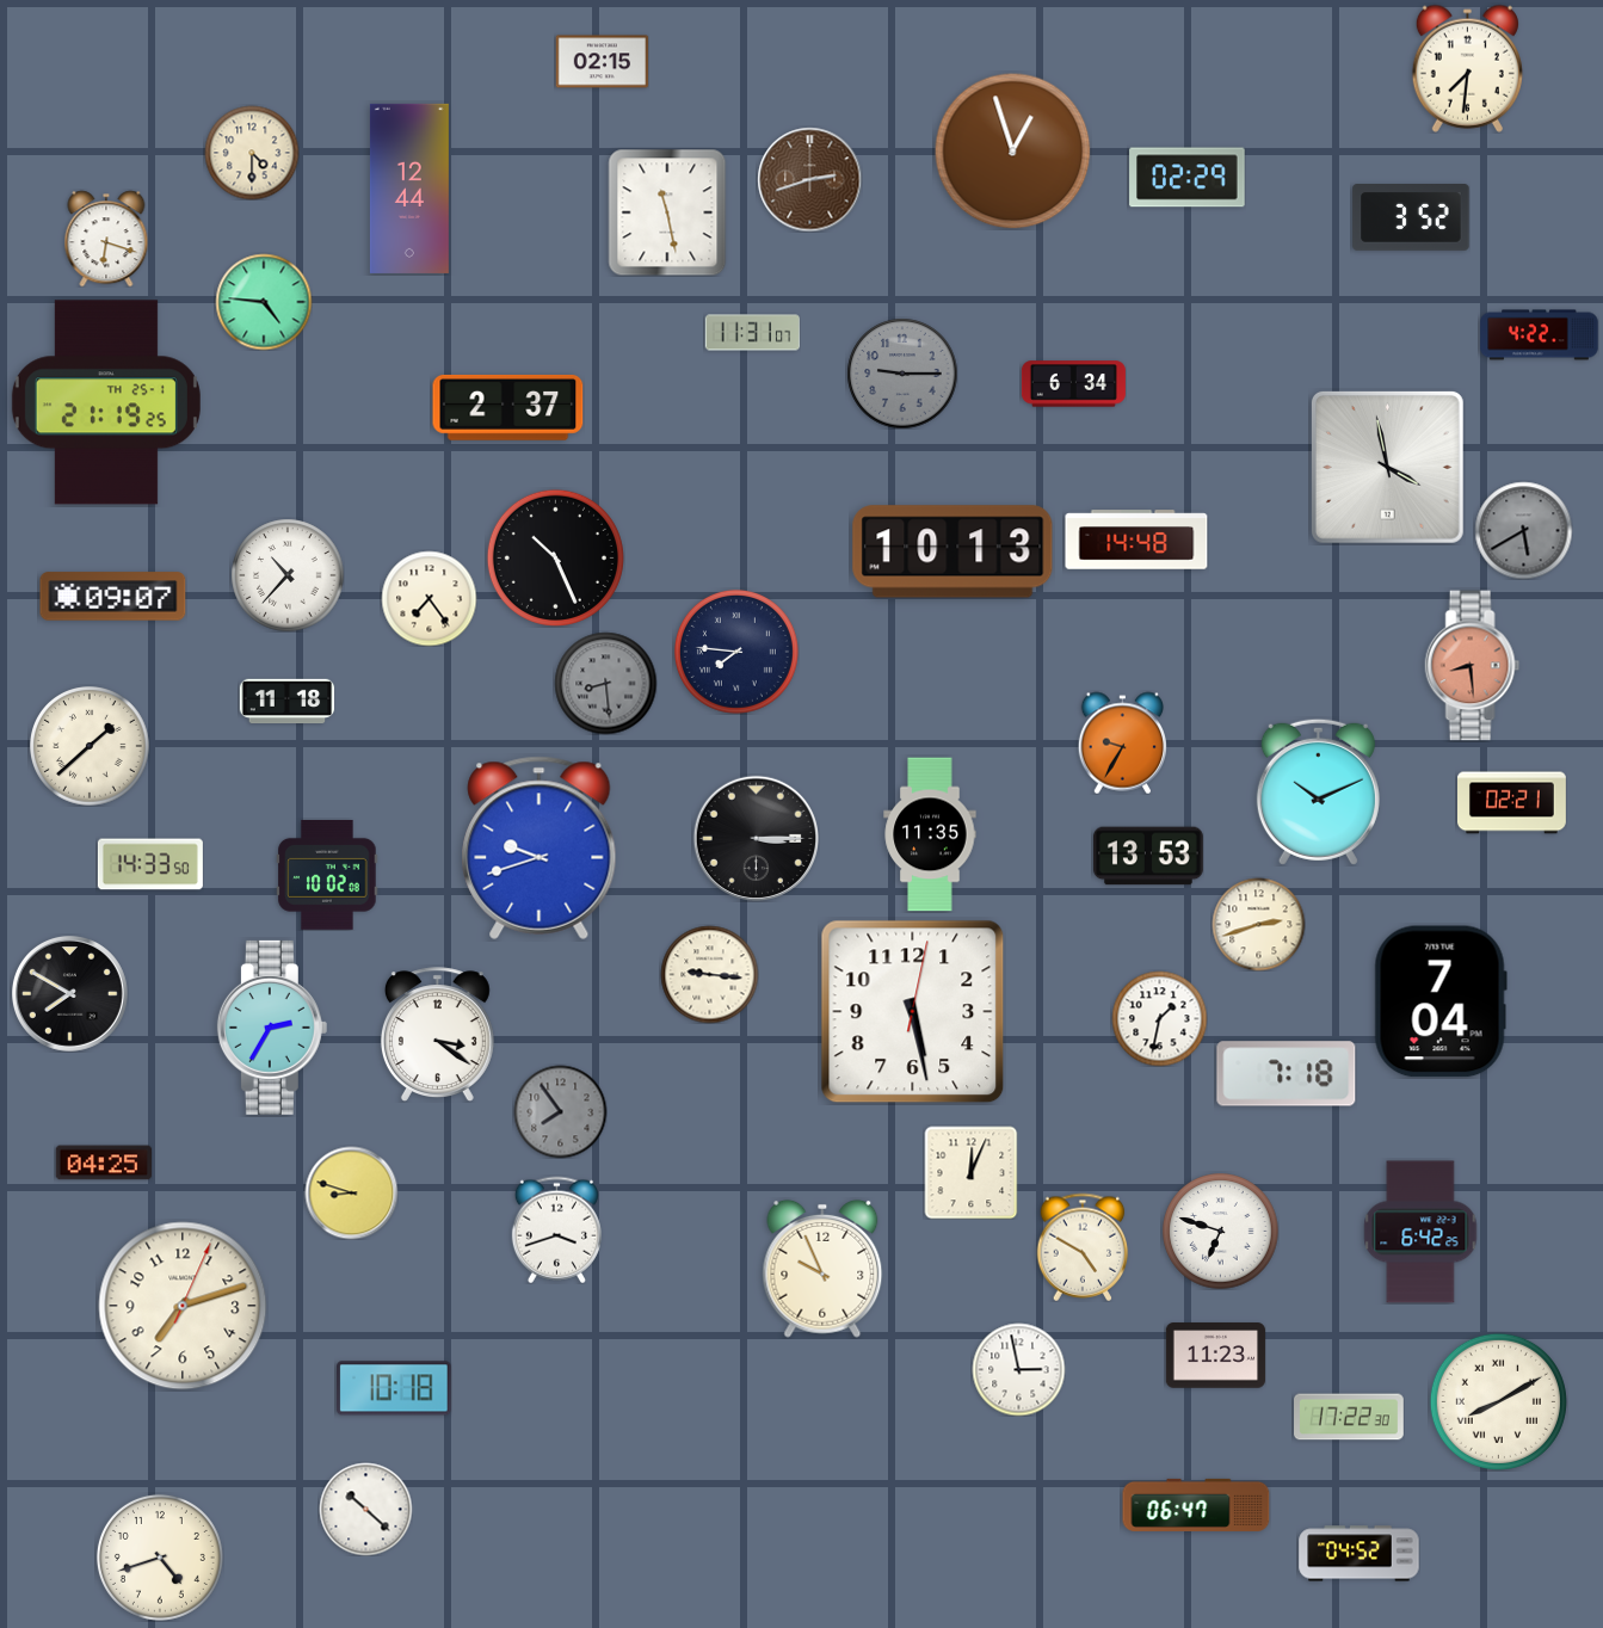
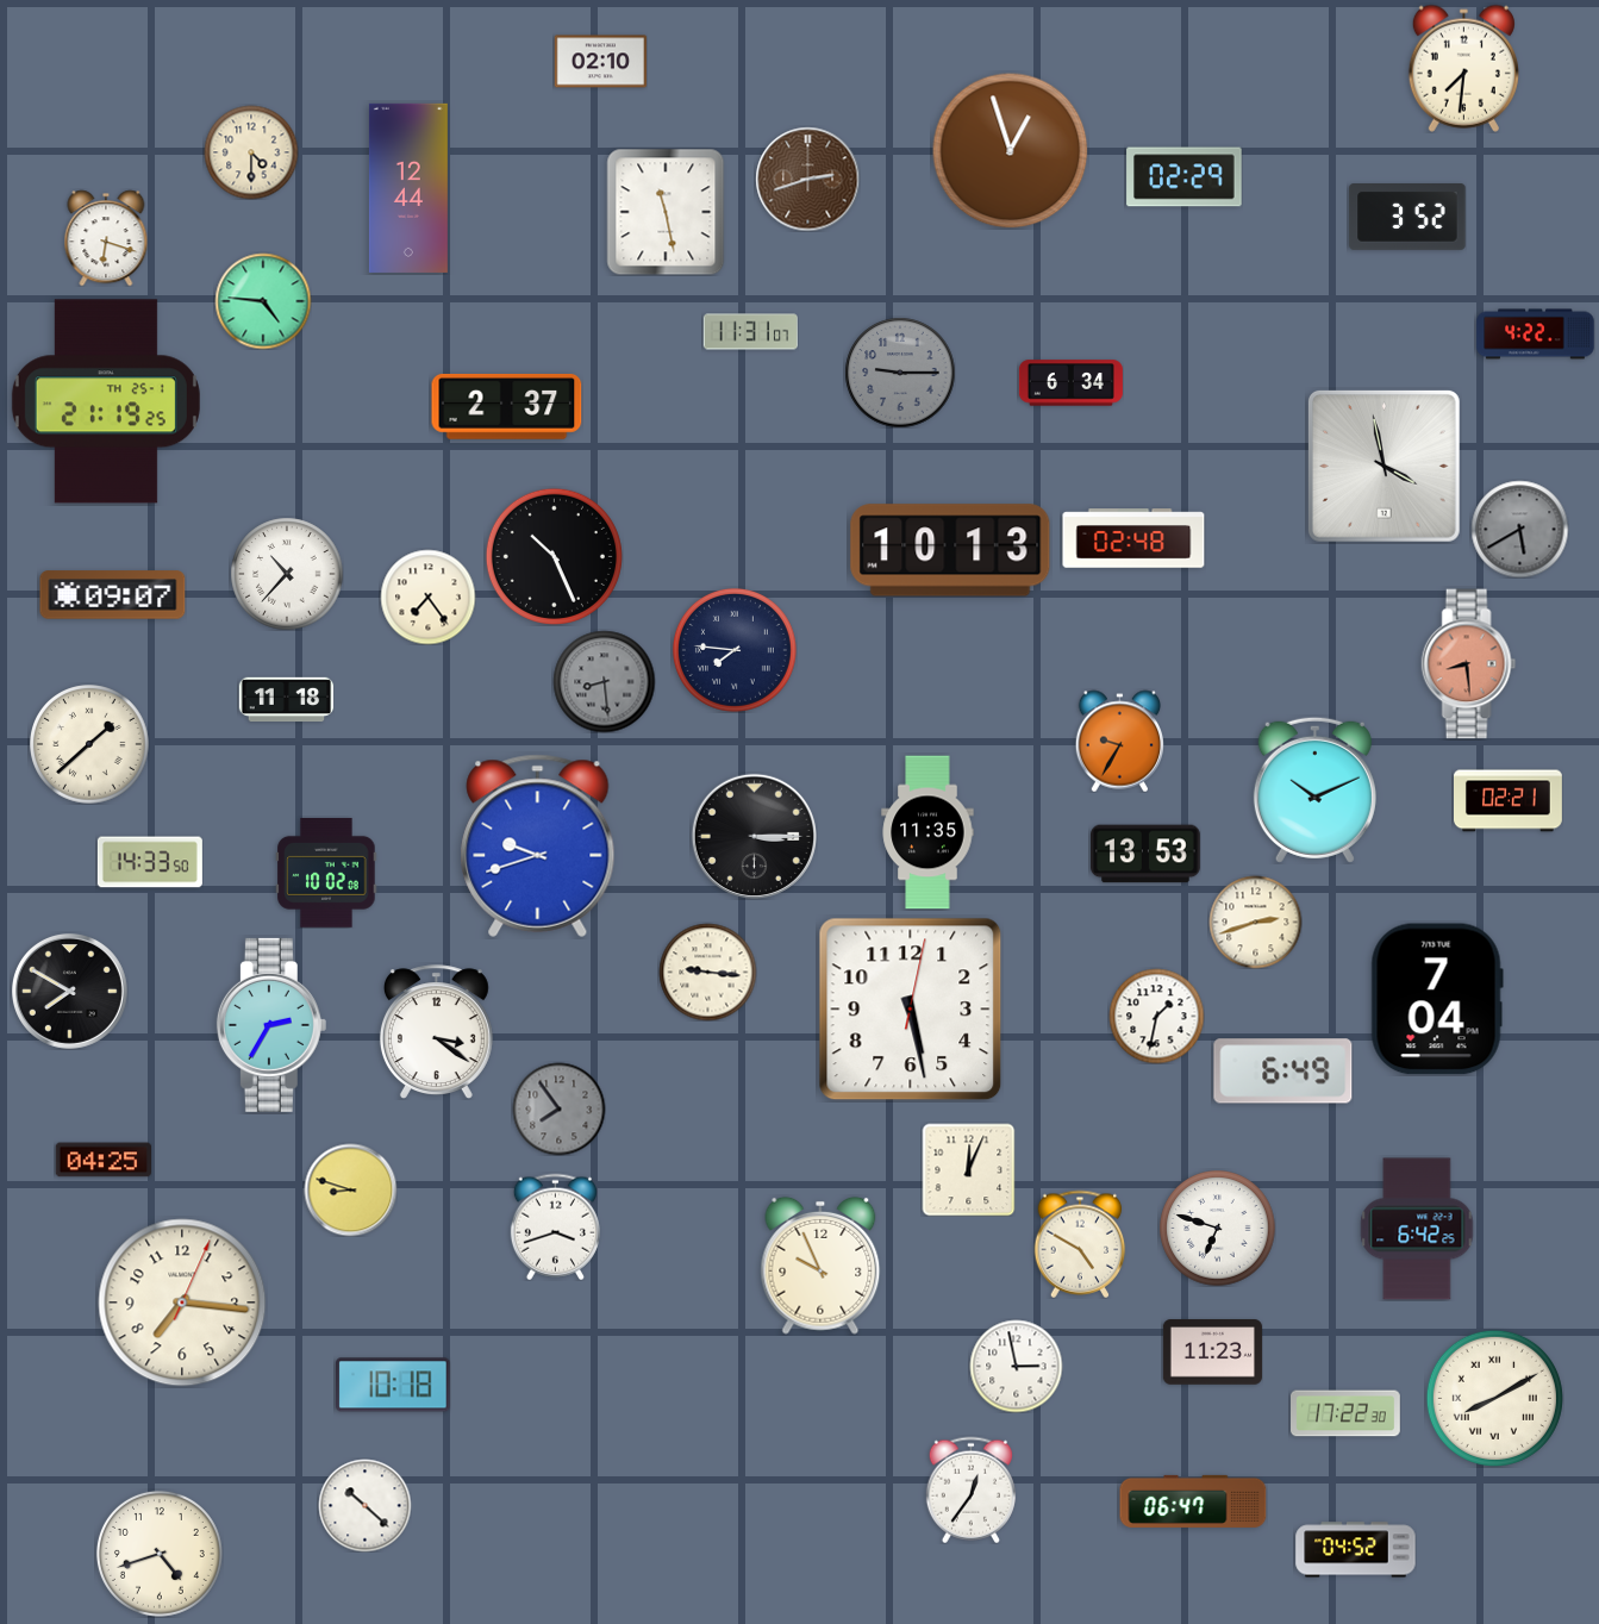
clock at (602, 62): 02:15 -> 02:10
clock at (1136, 539): 14:48 -> 02:48
clock at (1287, 1074): 7:18 -> 6:49
clock at (183, 1306): 7:12 -> 7:16
clock at (970, 1489): none -> 12:36
